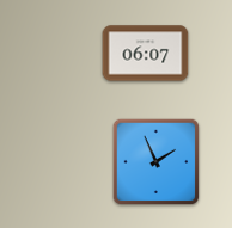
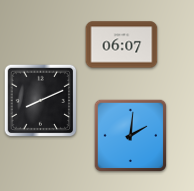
clock at (41, 101): none -> 8:11
clock at (157, 162): 1:56 -> 2:01
